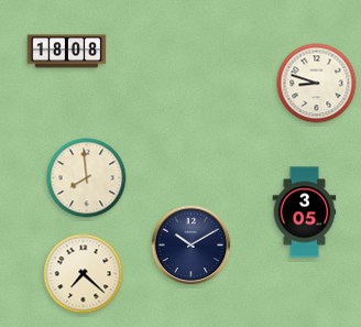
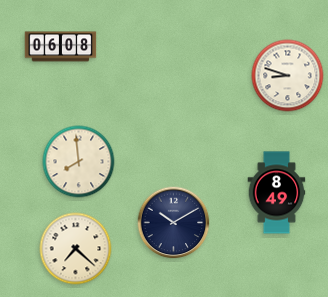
clock at (67, 52): 18:08 -> 06:08
clock at (305, 212): 3:05 -> 8:49
